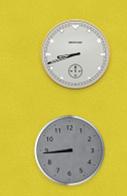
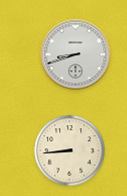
clock at (70, 151) dial: grey -> cream
